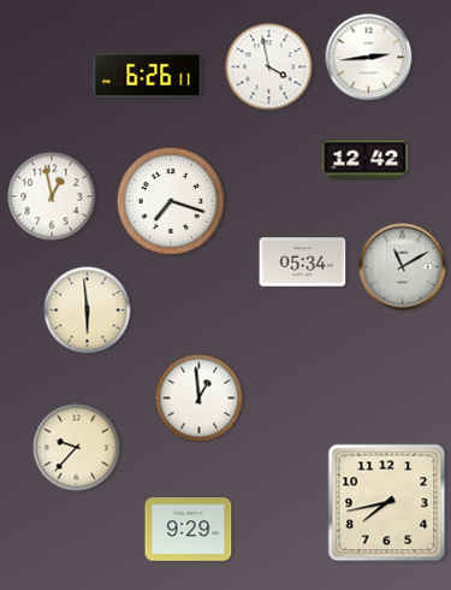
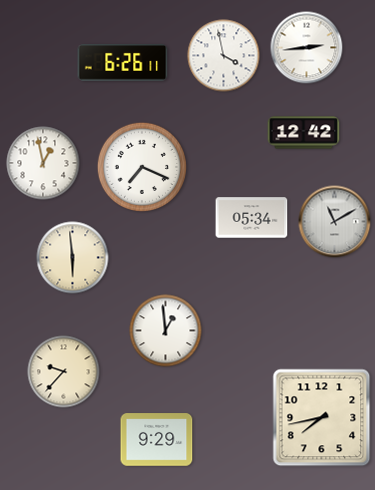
clock at (171, 201): 7:18 -> 7:19
